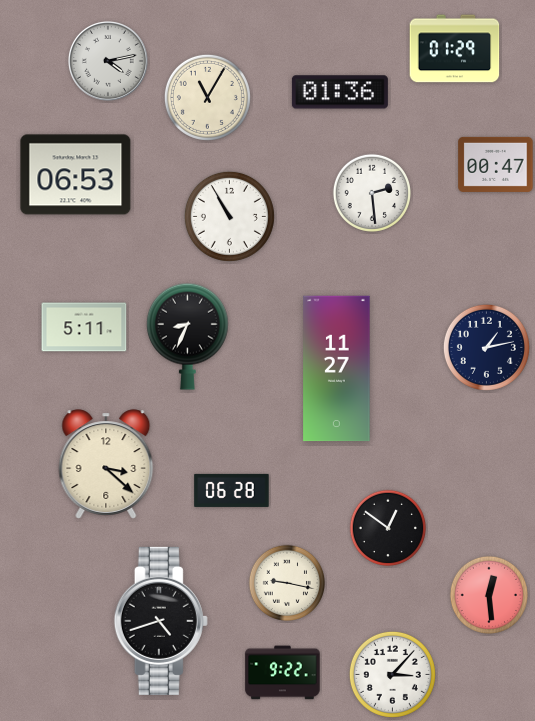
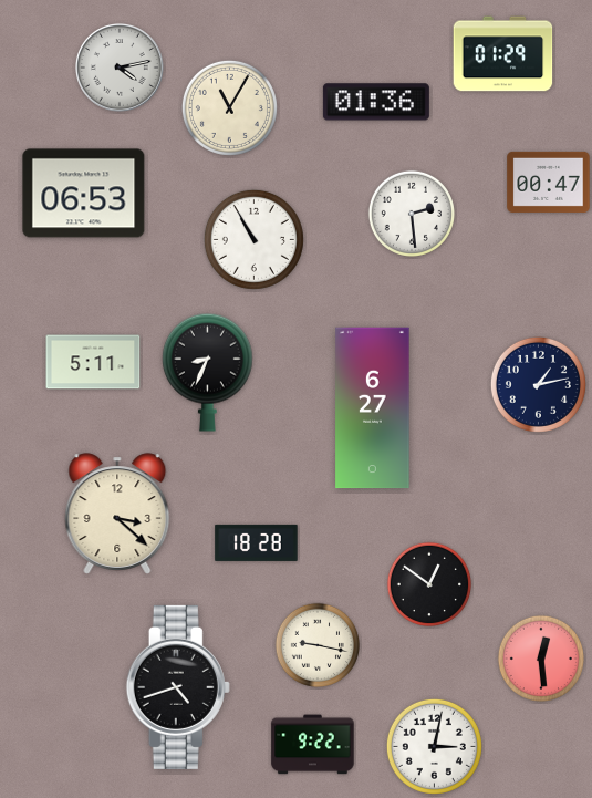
clock at (337, 369): 11:27 -> 6:27
clock at (232, 490): 06:28 -> 18:28
clock at (392, 674): 3:07 -> 3:02
